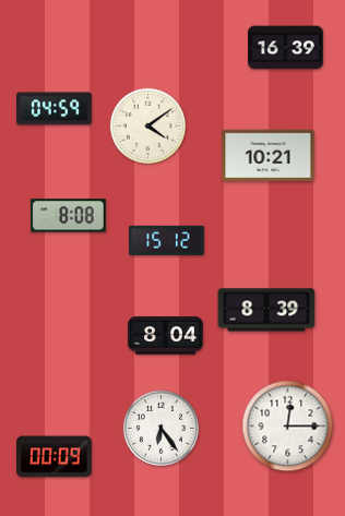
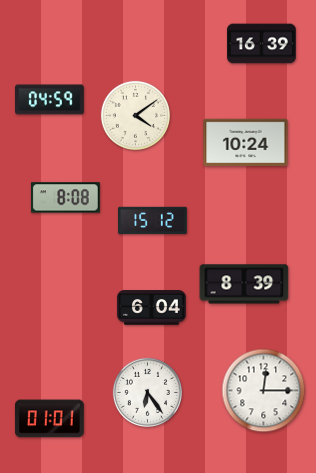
clock at (269, 155): 10:21 -> 10:24
clock at (68, 216) position: (68, 216) -> (65, 198)
clock at (166, 336): 8:04 -> 6:04
clock at (53, 457): 00:09 -> 01:01
